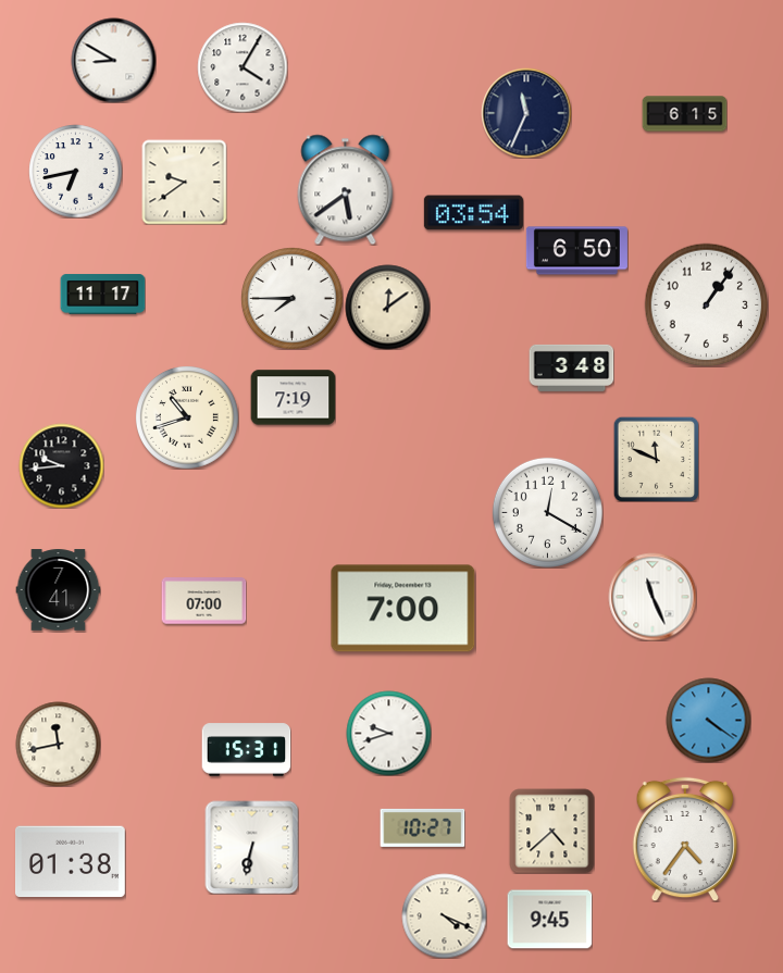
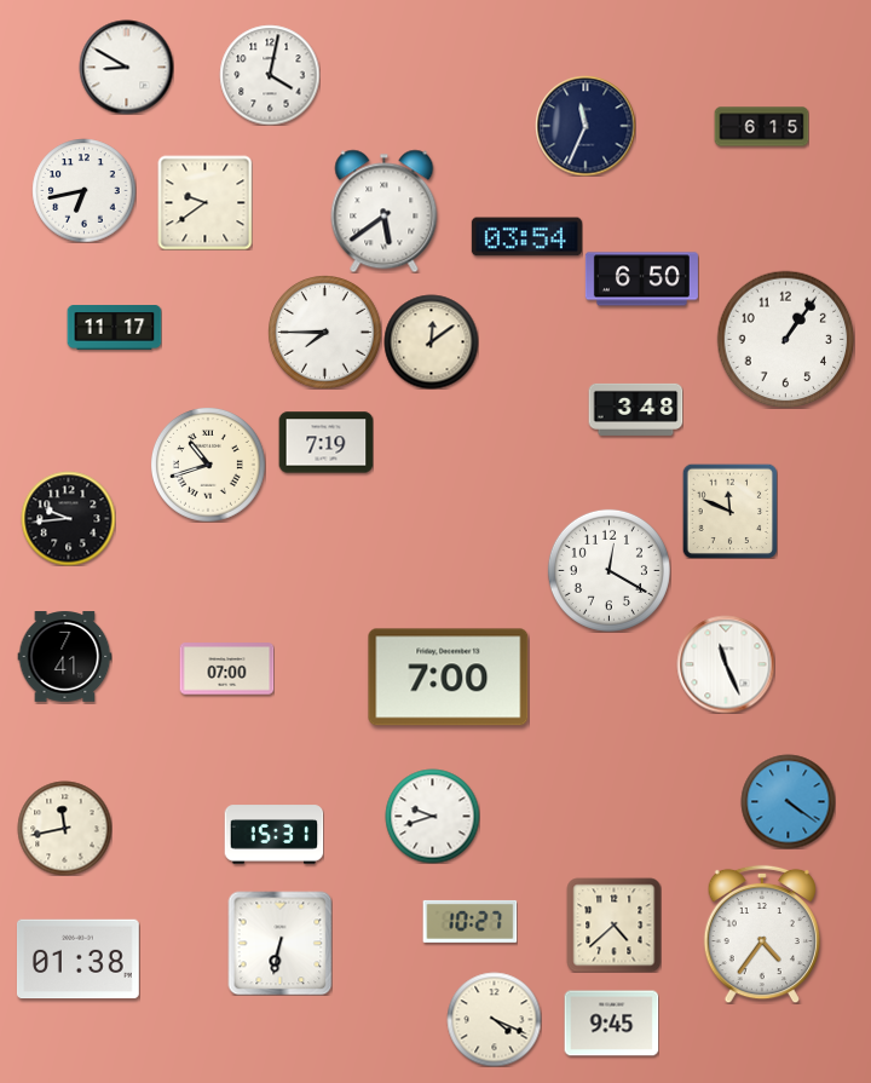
clock at (243, 67): 4:05 -> 4:02
